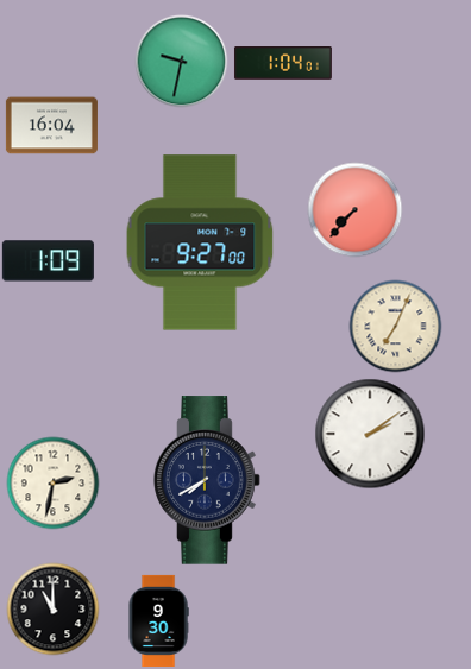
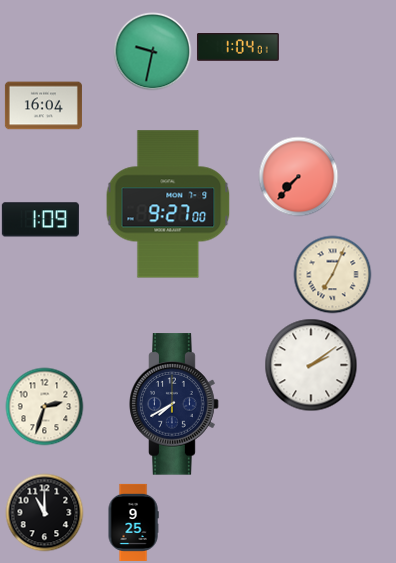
clock at (283, 64) position: (283, 64) -> (238, 48)
clock at (52, 482): 2:32 -> 2:33
clock at (158, 620): 9:30 -> 9:25
